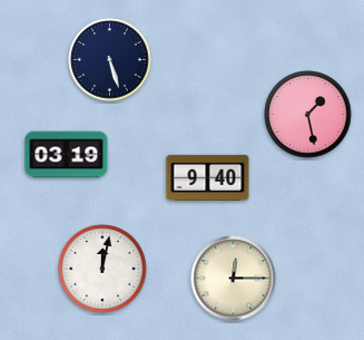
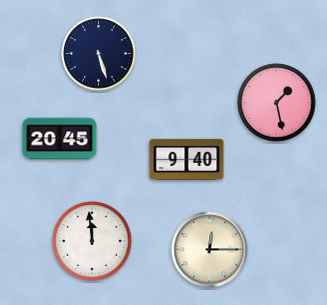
clock at (67, 155): 03:19 -> 20:45
clock at (102, 269): 12:02 -> 11:59
